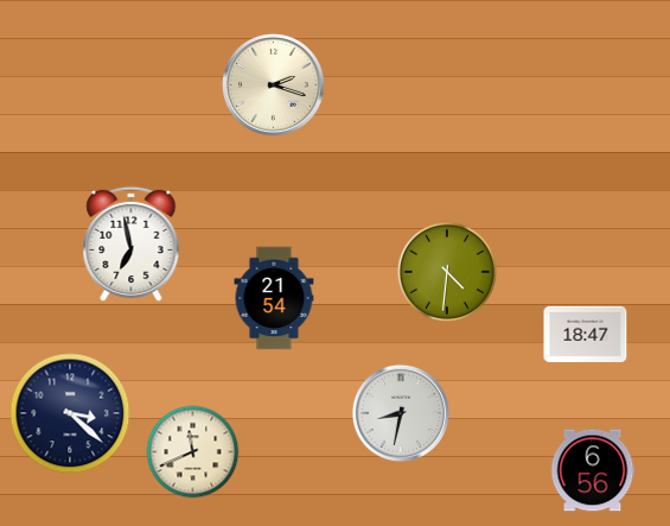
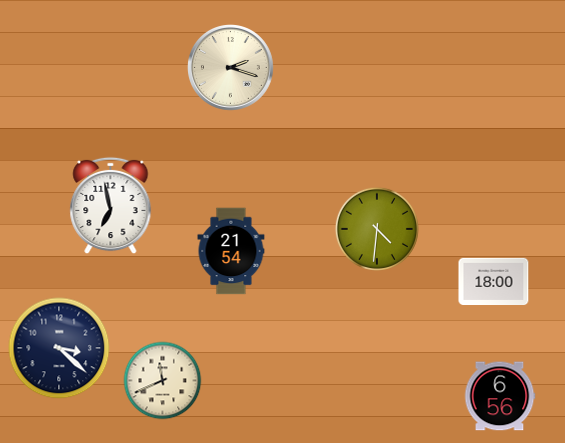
clock at (274, 85) position: (274, 85) -> (231, 68)
clock at (586, 334): 18:47 -> 18:00
clock at (401, 413): 8:32 -> none
